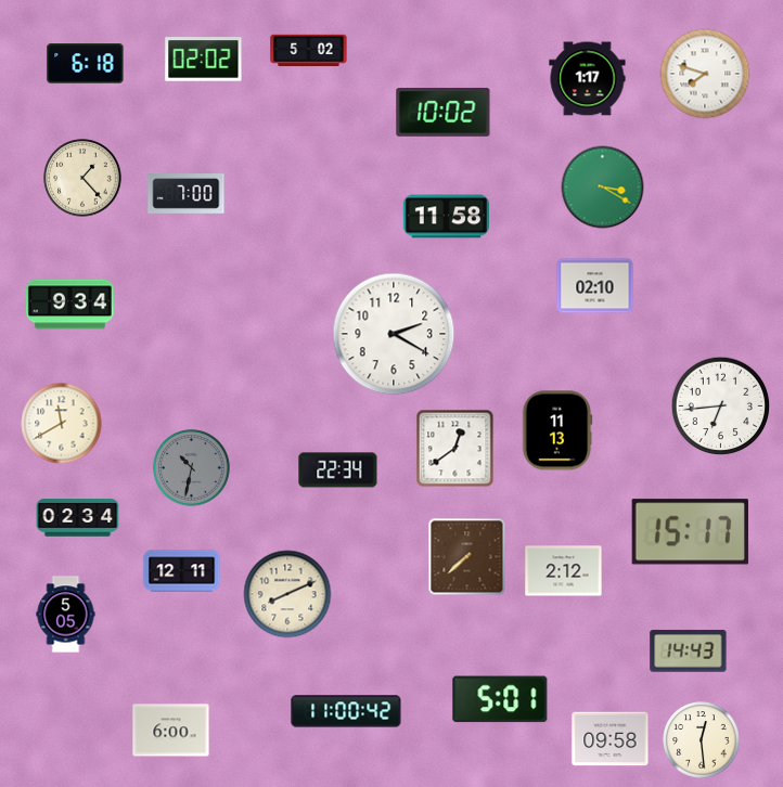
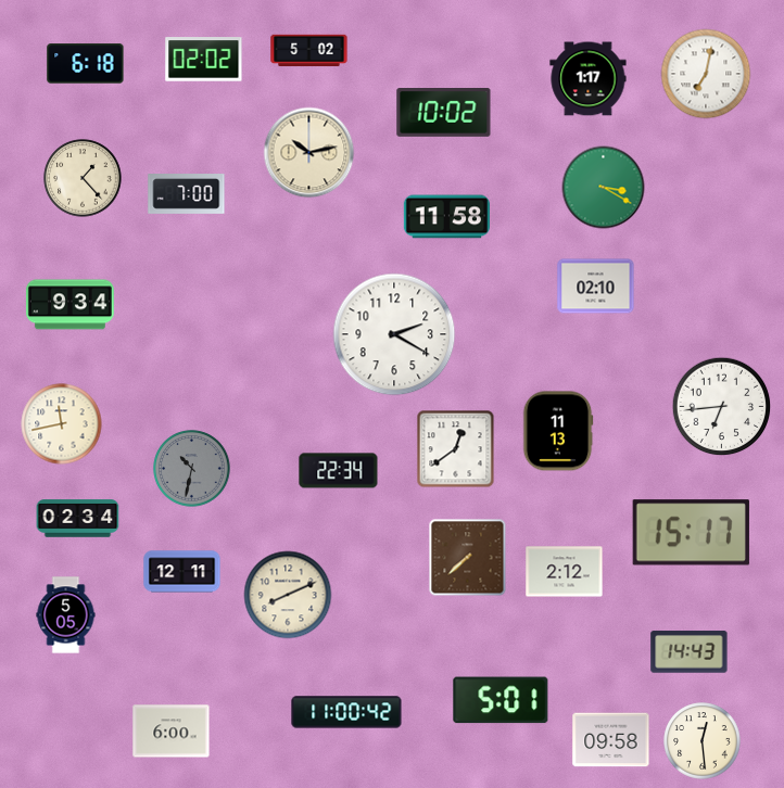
clock at (705, 74): 7:48 -> 7:02
clock at (309, 153): none -> 10:13
clock at (62, 424): 11:40 -> 11:43
